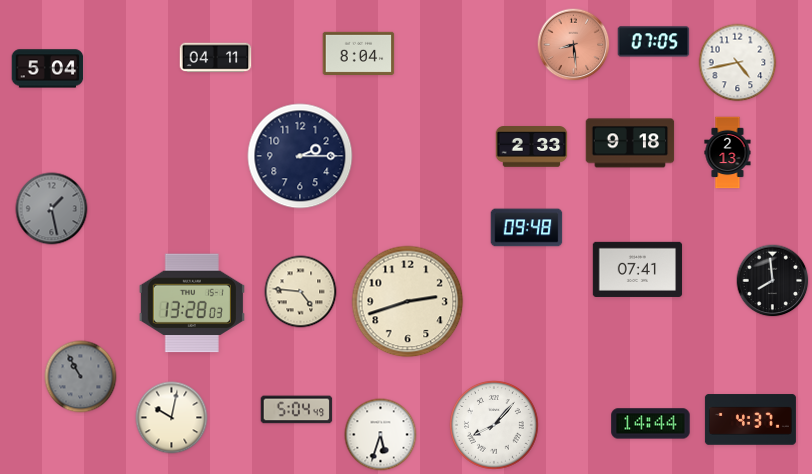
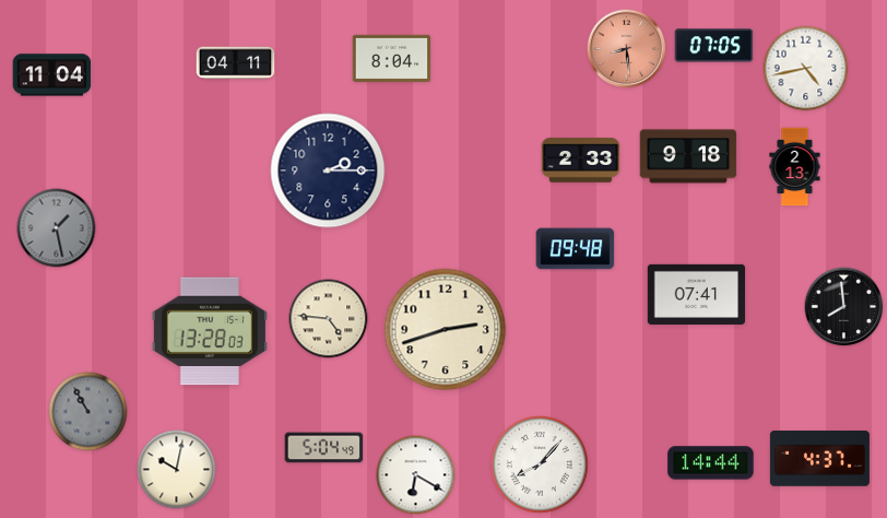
clock at (48, 69): 5:04 -> 11:04
clock at (172, 418) position: (172, 418) -> (177, 470)
clock at (381, 435): 5:33 -> 6:20
